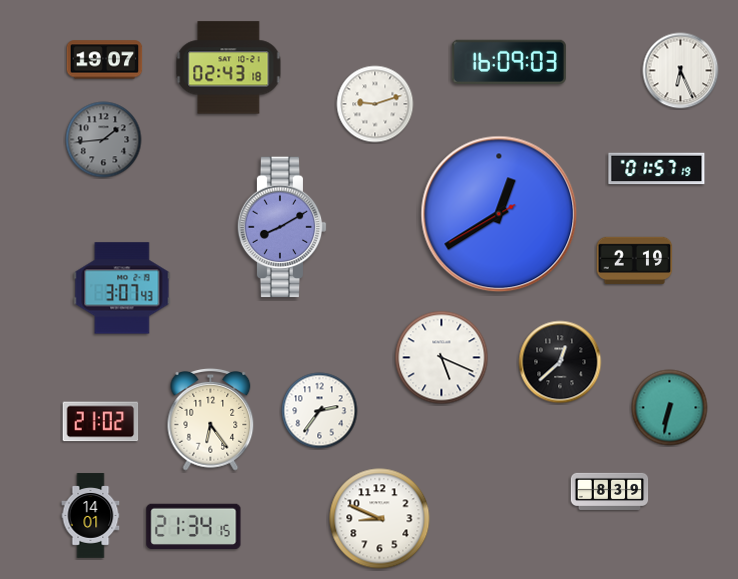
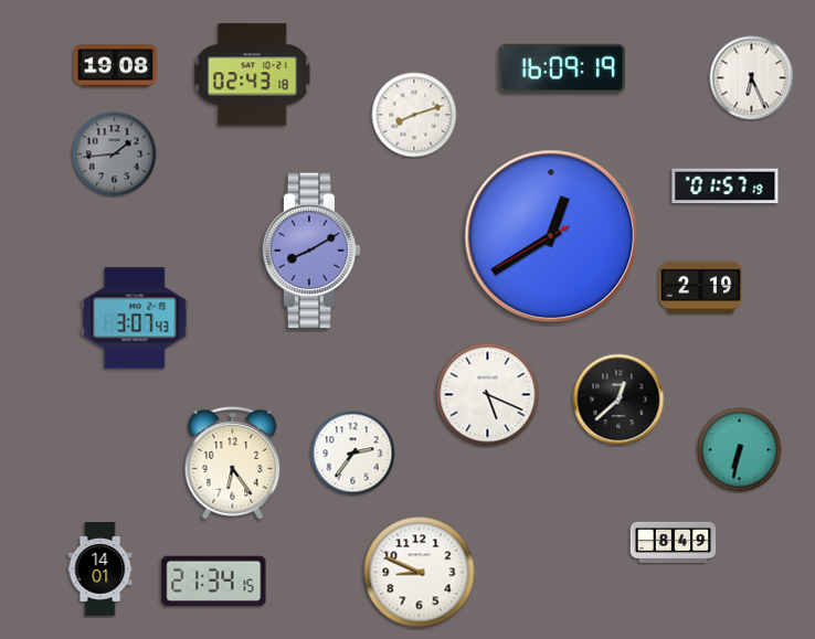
clock at (105, 60): 19:07 -> 19:08
clock at (509, 62): 16:09:03 -> 16:09:19
clock at (375, 104): 9:12 -> 8:12
clock at (101, 422): 21:02 -> none
clock at (610, 491): 8:39 -> 8:49
